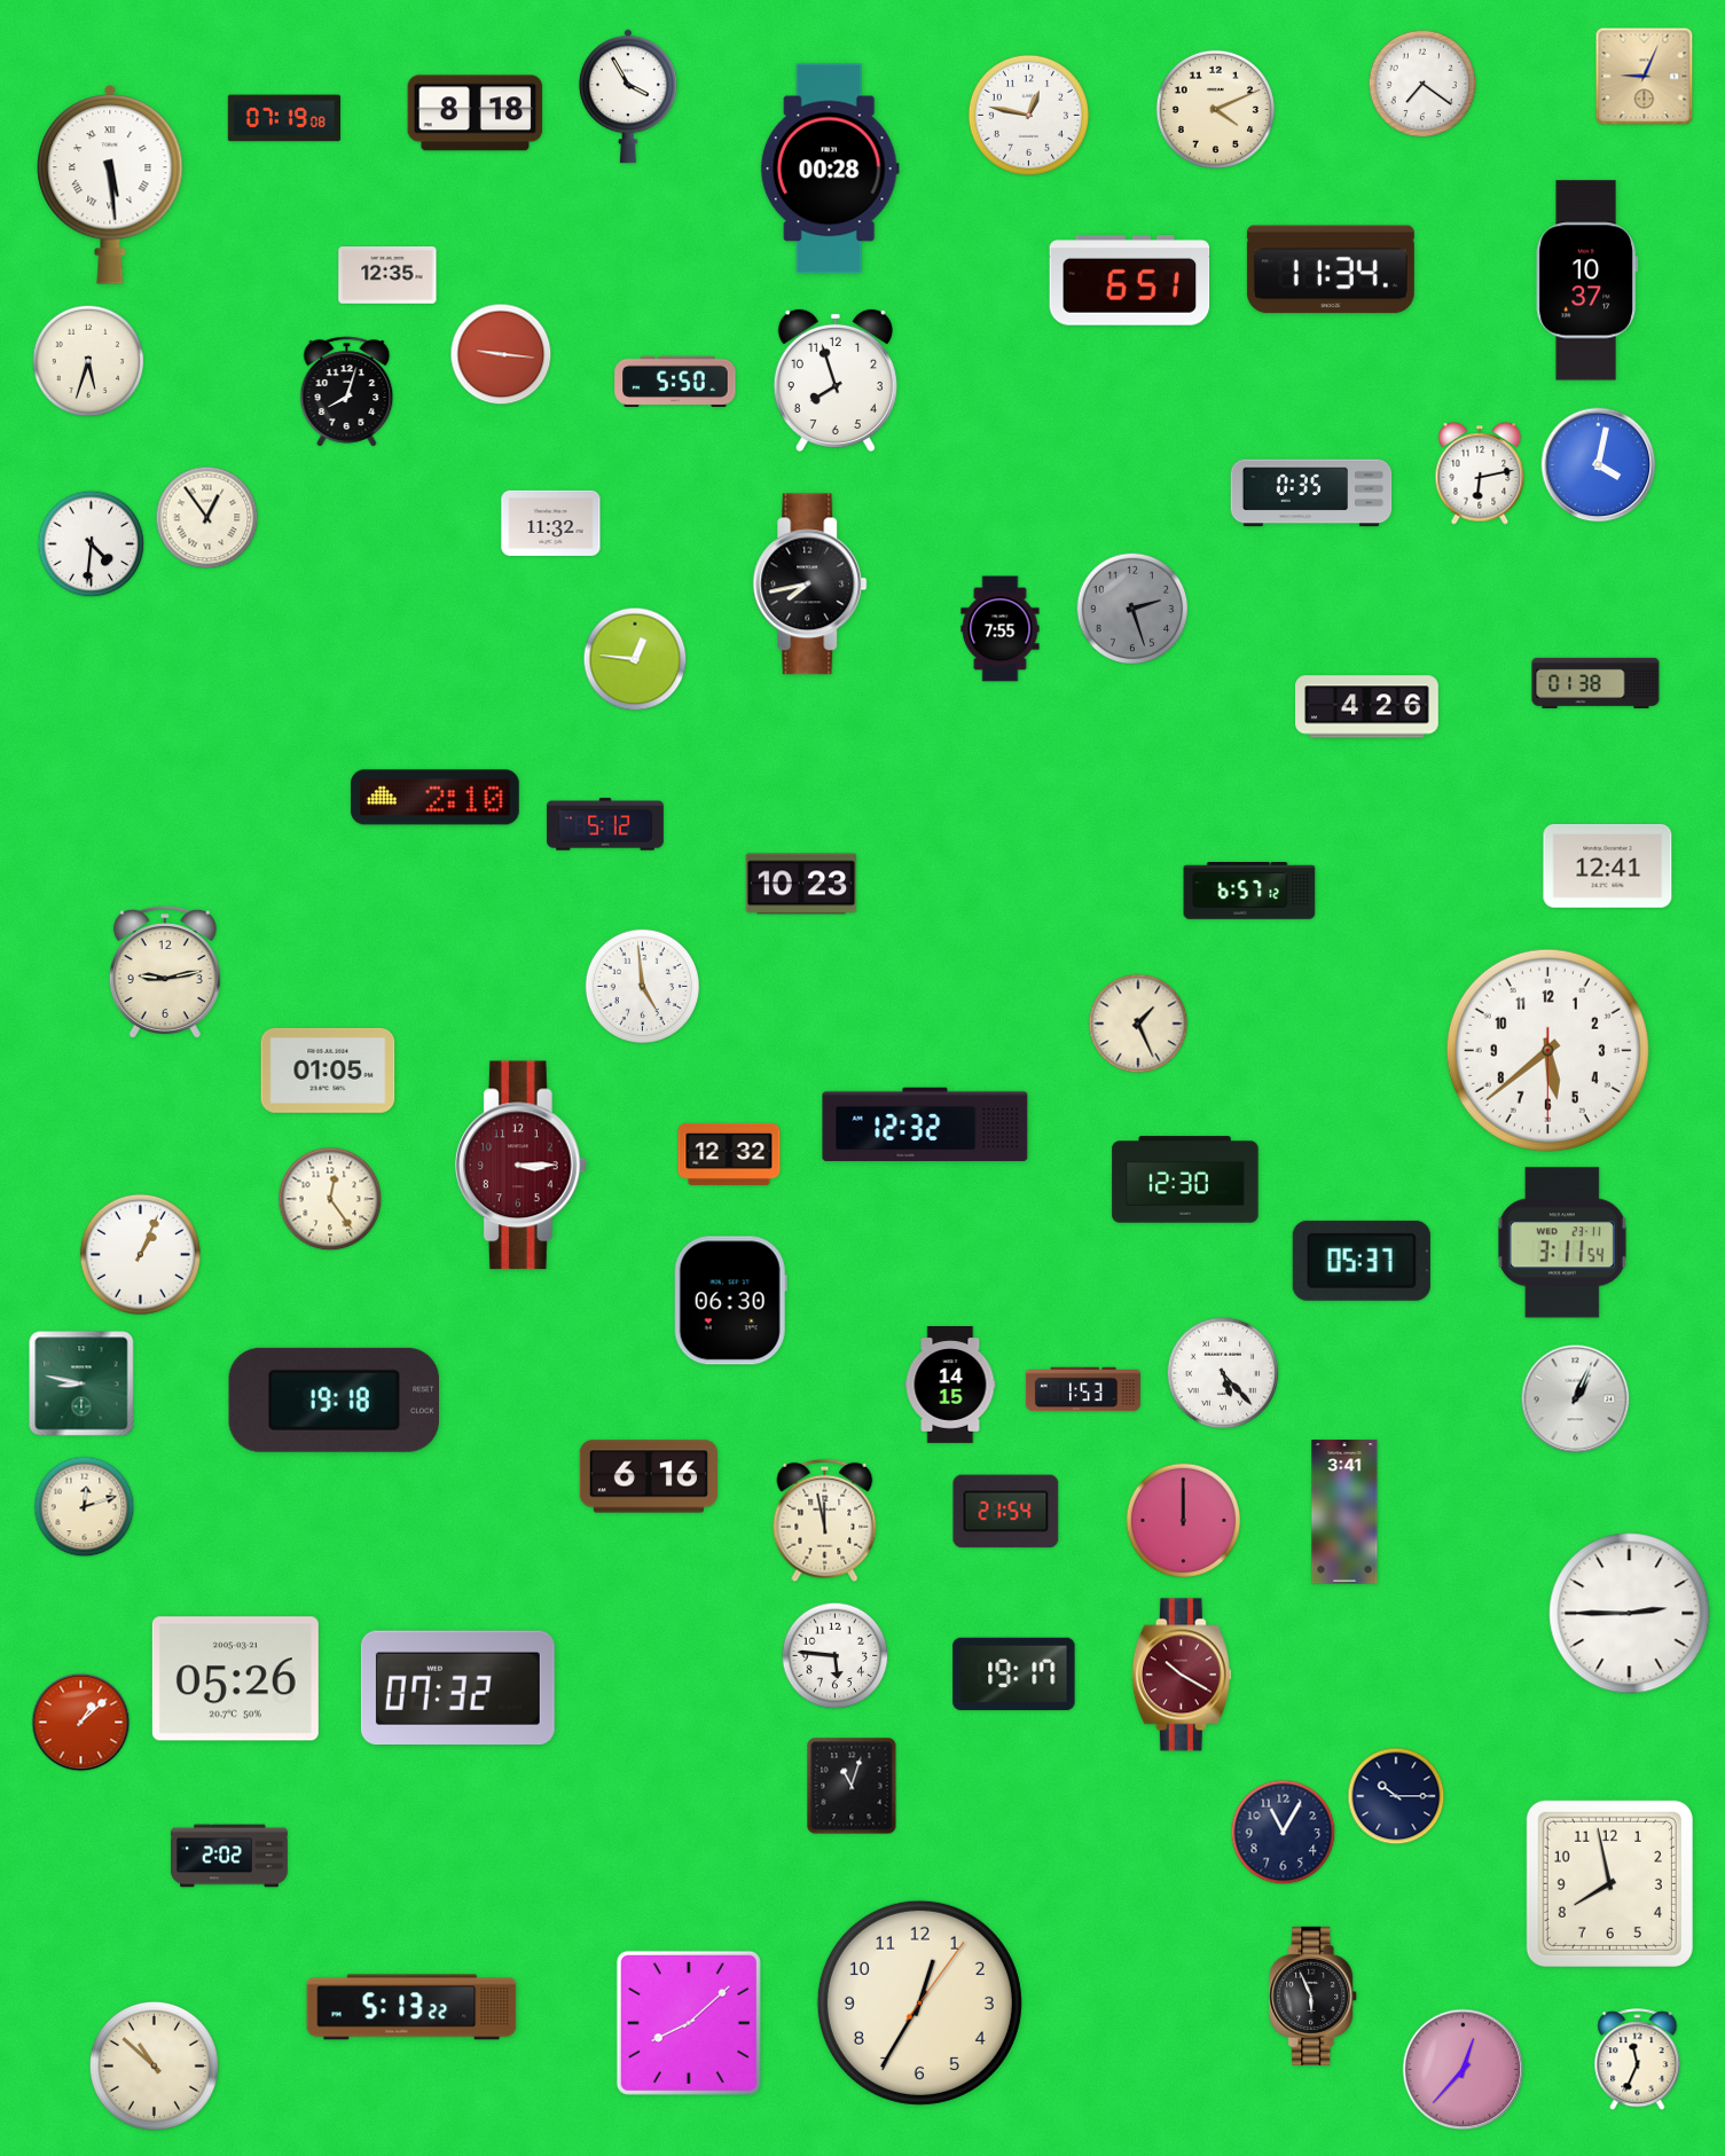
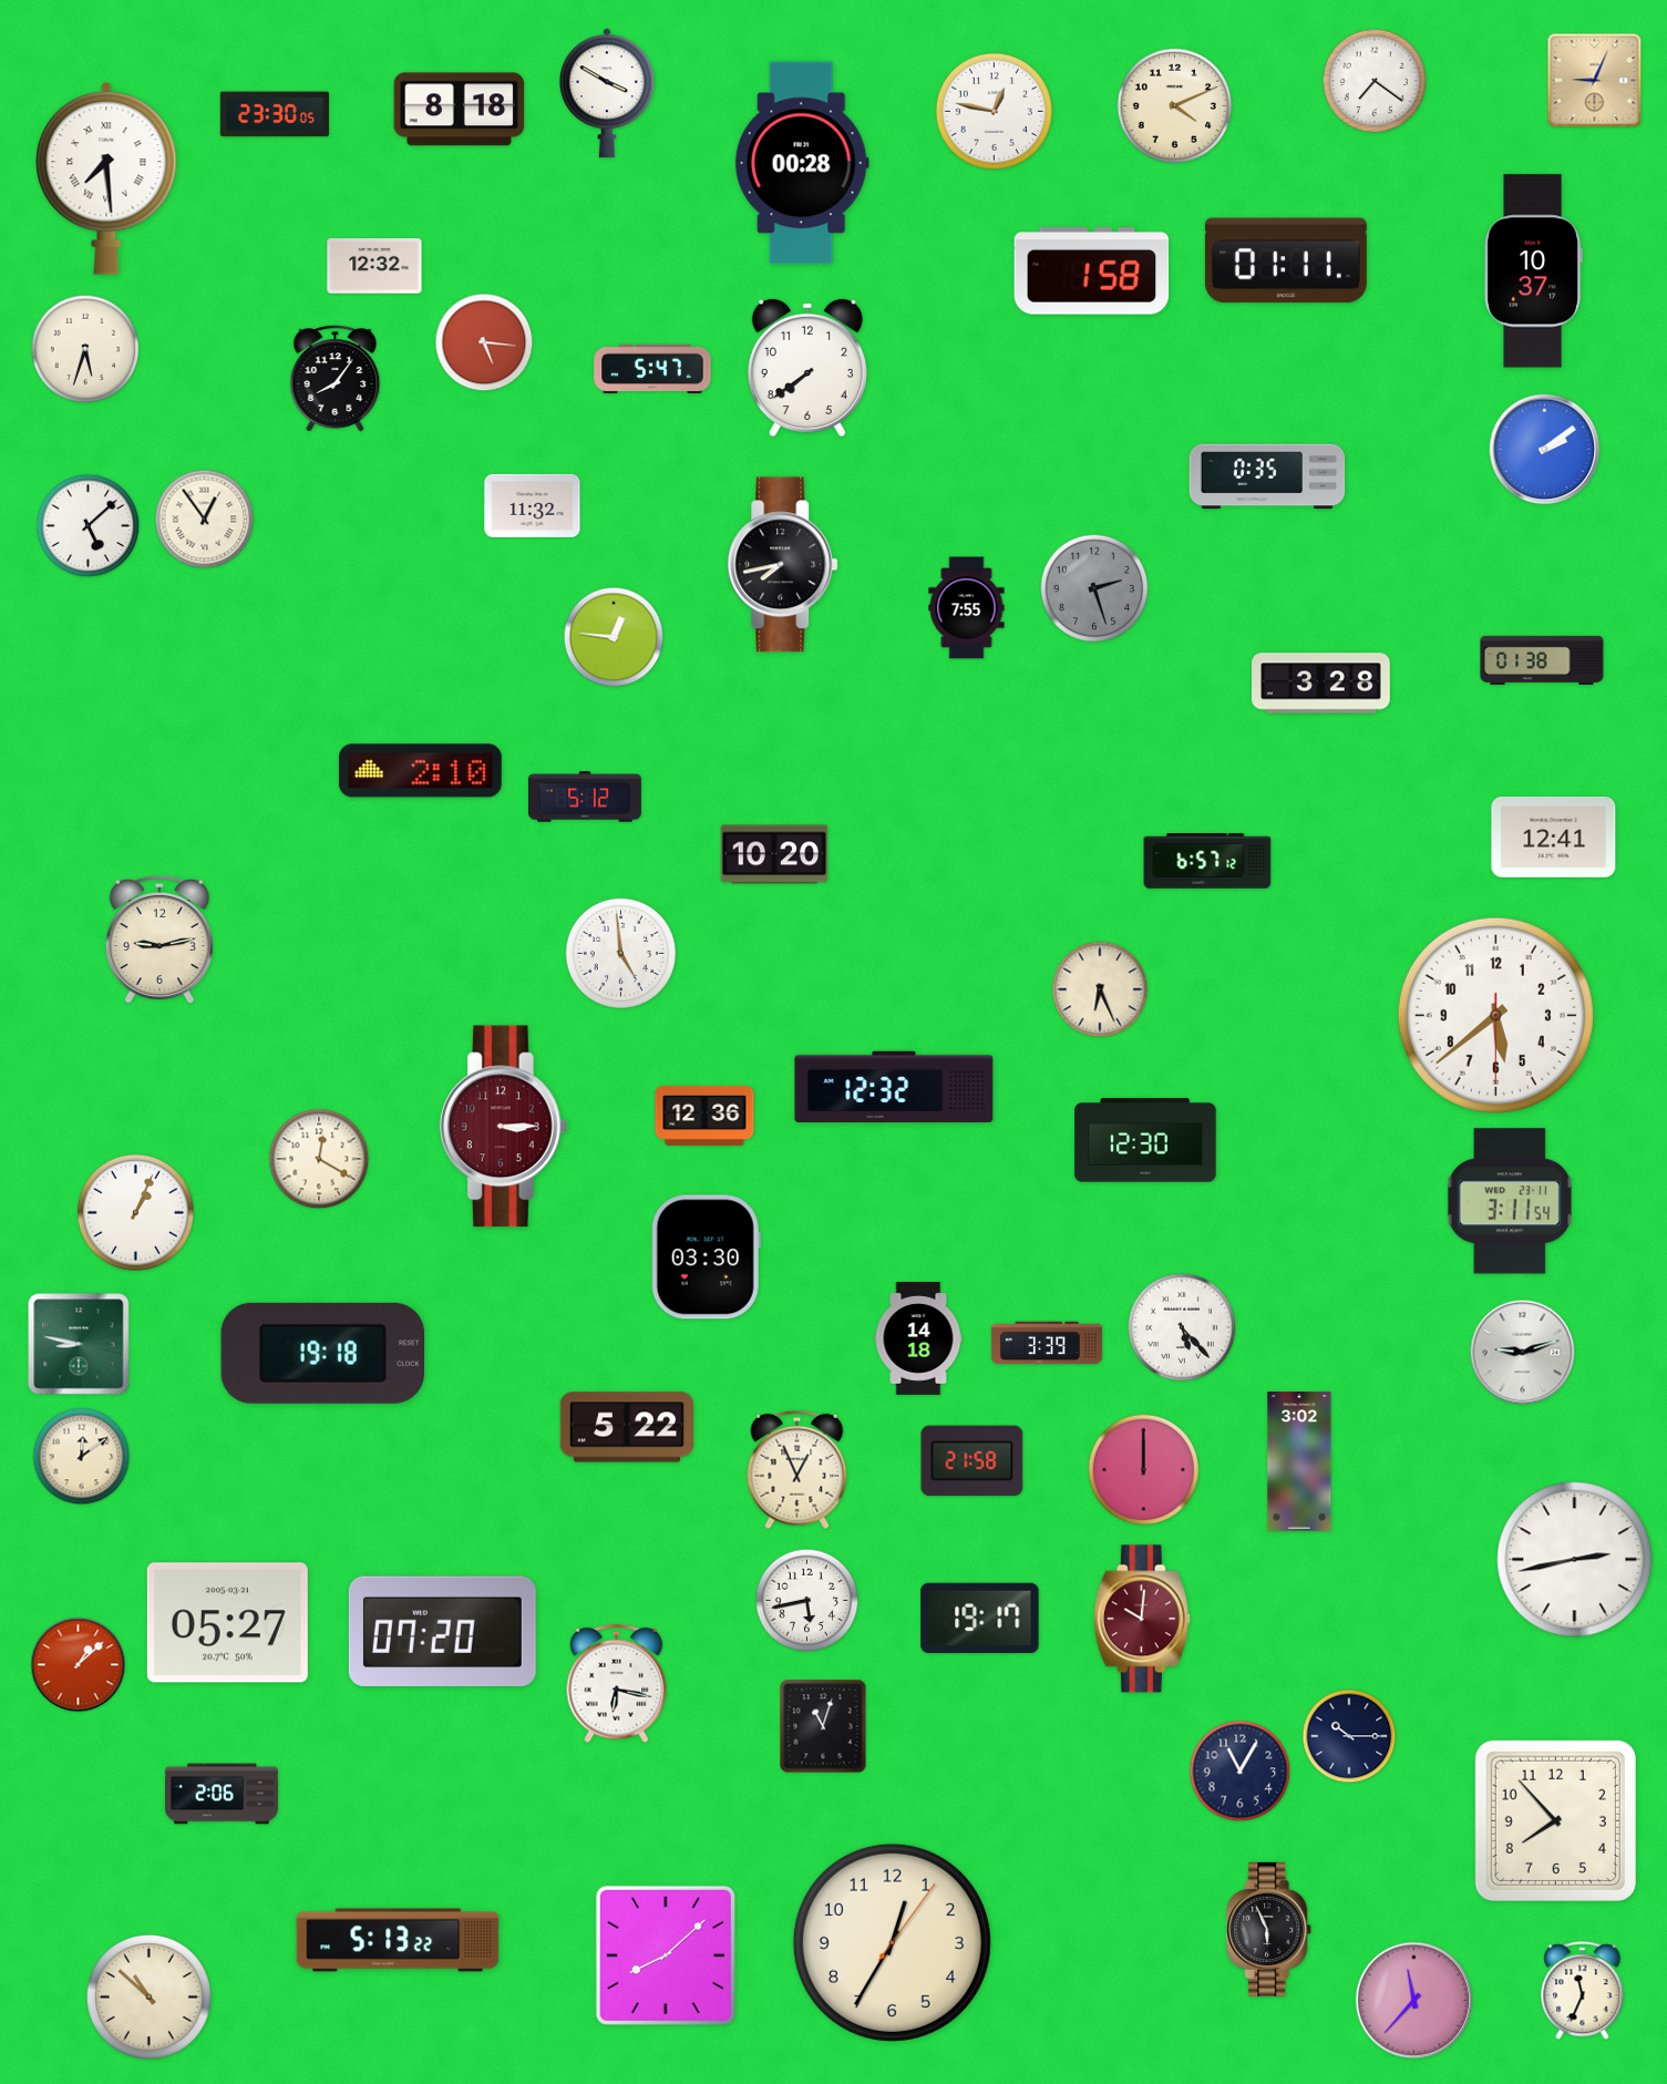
clock at (1645, 77) position: (1645, 77) -> (1595, 81)
clock at (628, 96): 3:55 -> 3:50
clock at (284, 118): 07:19 -> 23:30
clock at (110, 185): 5:29 -> 7:29
clock at (1331, 269): 11:34 -> 01:11
clock at (387, 275): 12:35 -> 12:32
clock at (1130, 281): 6:51 -> 1:58
clock at (501, 354): 9:16 -> 5:16
clock at (836, 379): 7:57 -> 7:39
clock at (675, 382): 5:50 -> 5:47
clock at (347, 392): 8:03 -> 8:06
clock at (1599, 465): 4:02 -> 2:09
clock at (1480, 473): 6:13 -> none
clock at (207, 518) position: (207, 518) -> (205, 520)
clock at (92, 544): 4:31 -> 5:08
clock at (1367, 707): 4:26 -> 3:28
clock at (801, 884): 10:23 -> 10:20
clock at (1138, 1024): 1:26 -> 6:26
clock at (328, 1071): 01:05 -> none
clock at (729, 1154): 12:32 -> 12:36
clock at (330, 1199): 12:24 -> 12:20
clock at (1362, 1261): 05:37 -> none
clock at (730, 1301): 06:30 -> 03:30
clock at (81, 1383) position: (81, 1383) -> (79, 1344)
clock at (950, 1386): 14:15 -> 14:18
clock at (1083, 1389): 1:53 -> 3:39
clock at (1576, 1400): 1:04 -> 9:12
clock at (649, 1476): 6:16 -> 5:22
clock at (85, 1507): 12:12 -> 12:09
clock at (1006, 1512): 21:54 -> 21:58
clock at (1344, 1512): 3:41 -> 3:02
clock at (825, 1521): 11:58 -> 12:56
clock at (1630, 1614): 2:45 -> 2:43
clock at (836, 1656): 5:46 -> 5:43
clock at (1182, 1675): 10:20 -> 10:01
clock at (235, 1679): 05:26 -> 05:27
clock at (457, 1687): 07:32 -> 07:20
clock at (617, 1684): none -> 6:17
clock at (230, 1856): 2:02 -> 2:06
clock at (1609, 1883): 7:58 -> 7:53
clock at (919, 2002) position: (919, 2002) -> (892, 1942)
clock at (1464, 2070): 12:37 -> 11:37
